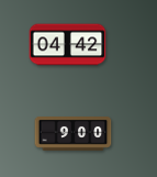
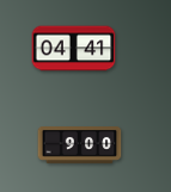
clock at (68, 45): 04:42 -> 04:41
